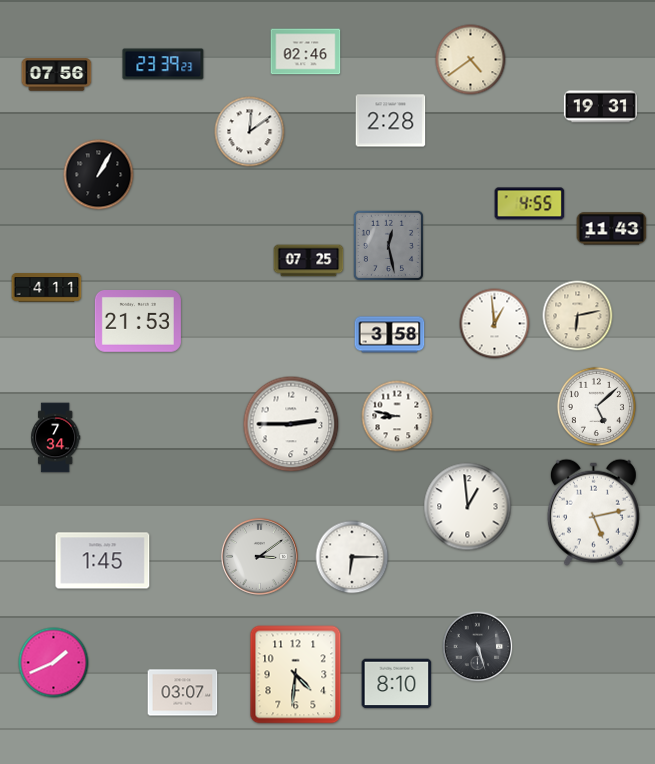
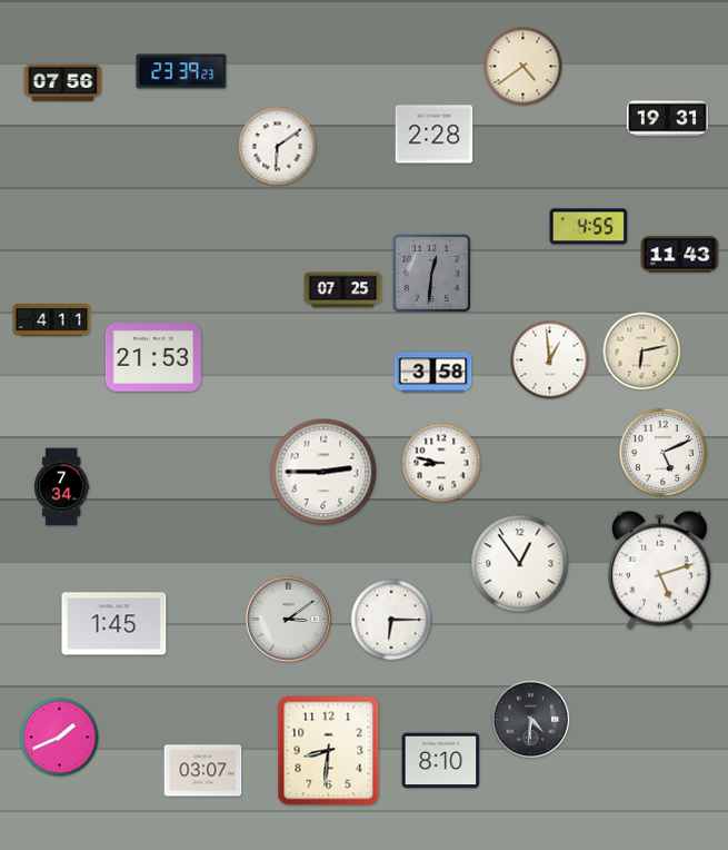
clock at (306, 52): 02:46 -> none
clock at (250, 132): 12:09 -> 6:09
clock at (99, 175): 1:05 -> none
clock at (388, 245): 12:28 -> 12:31
clock at (596, 406): 5:08 -> 5:11
clock at (468, 507): 12:59 -> 12:54
clock at (593, 512): 5:13 -> 5:12
clock at (478, 647): 5:27 -> 4:31
clock at (296, 675): 4:31 -> 8:31
